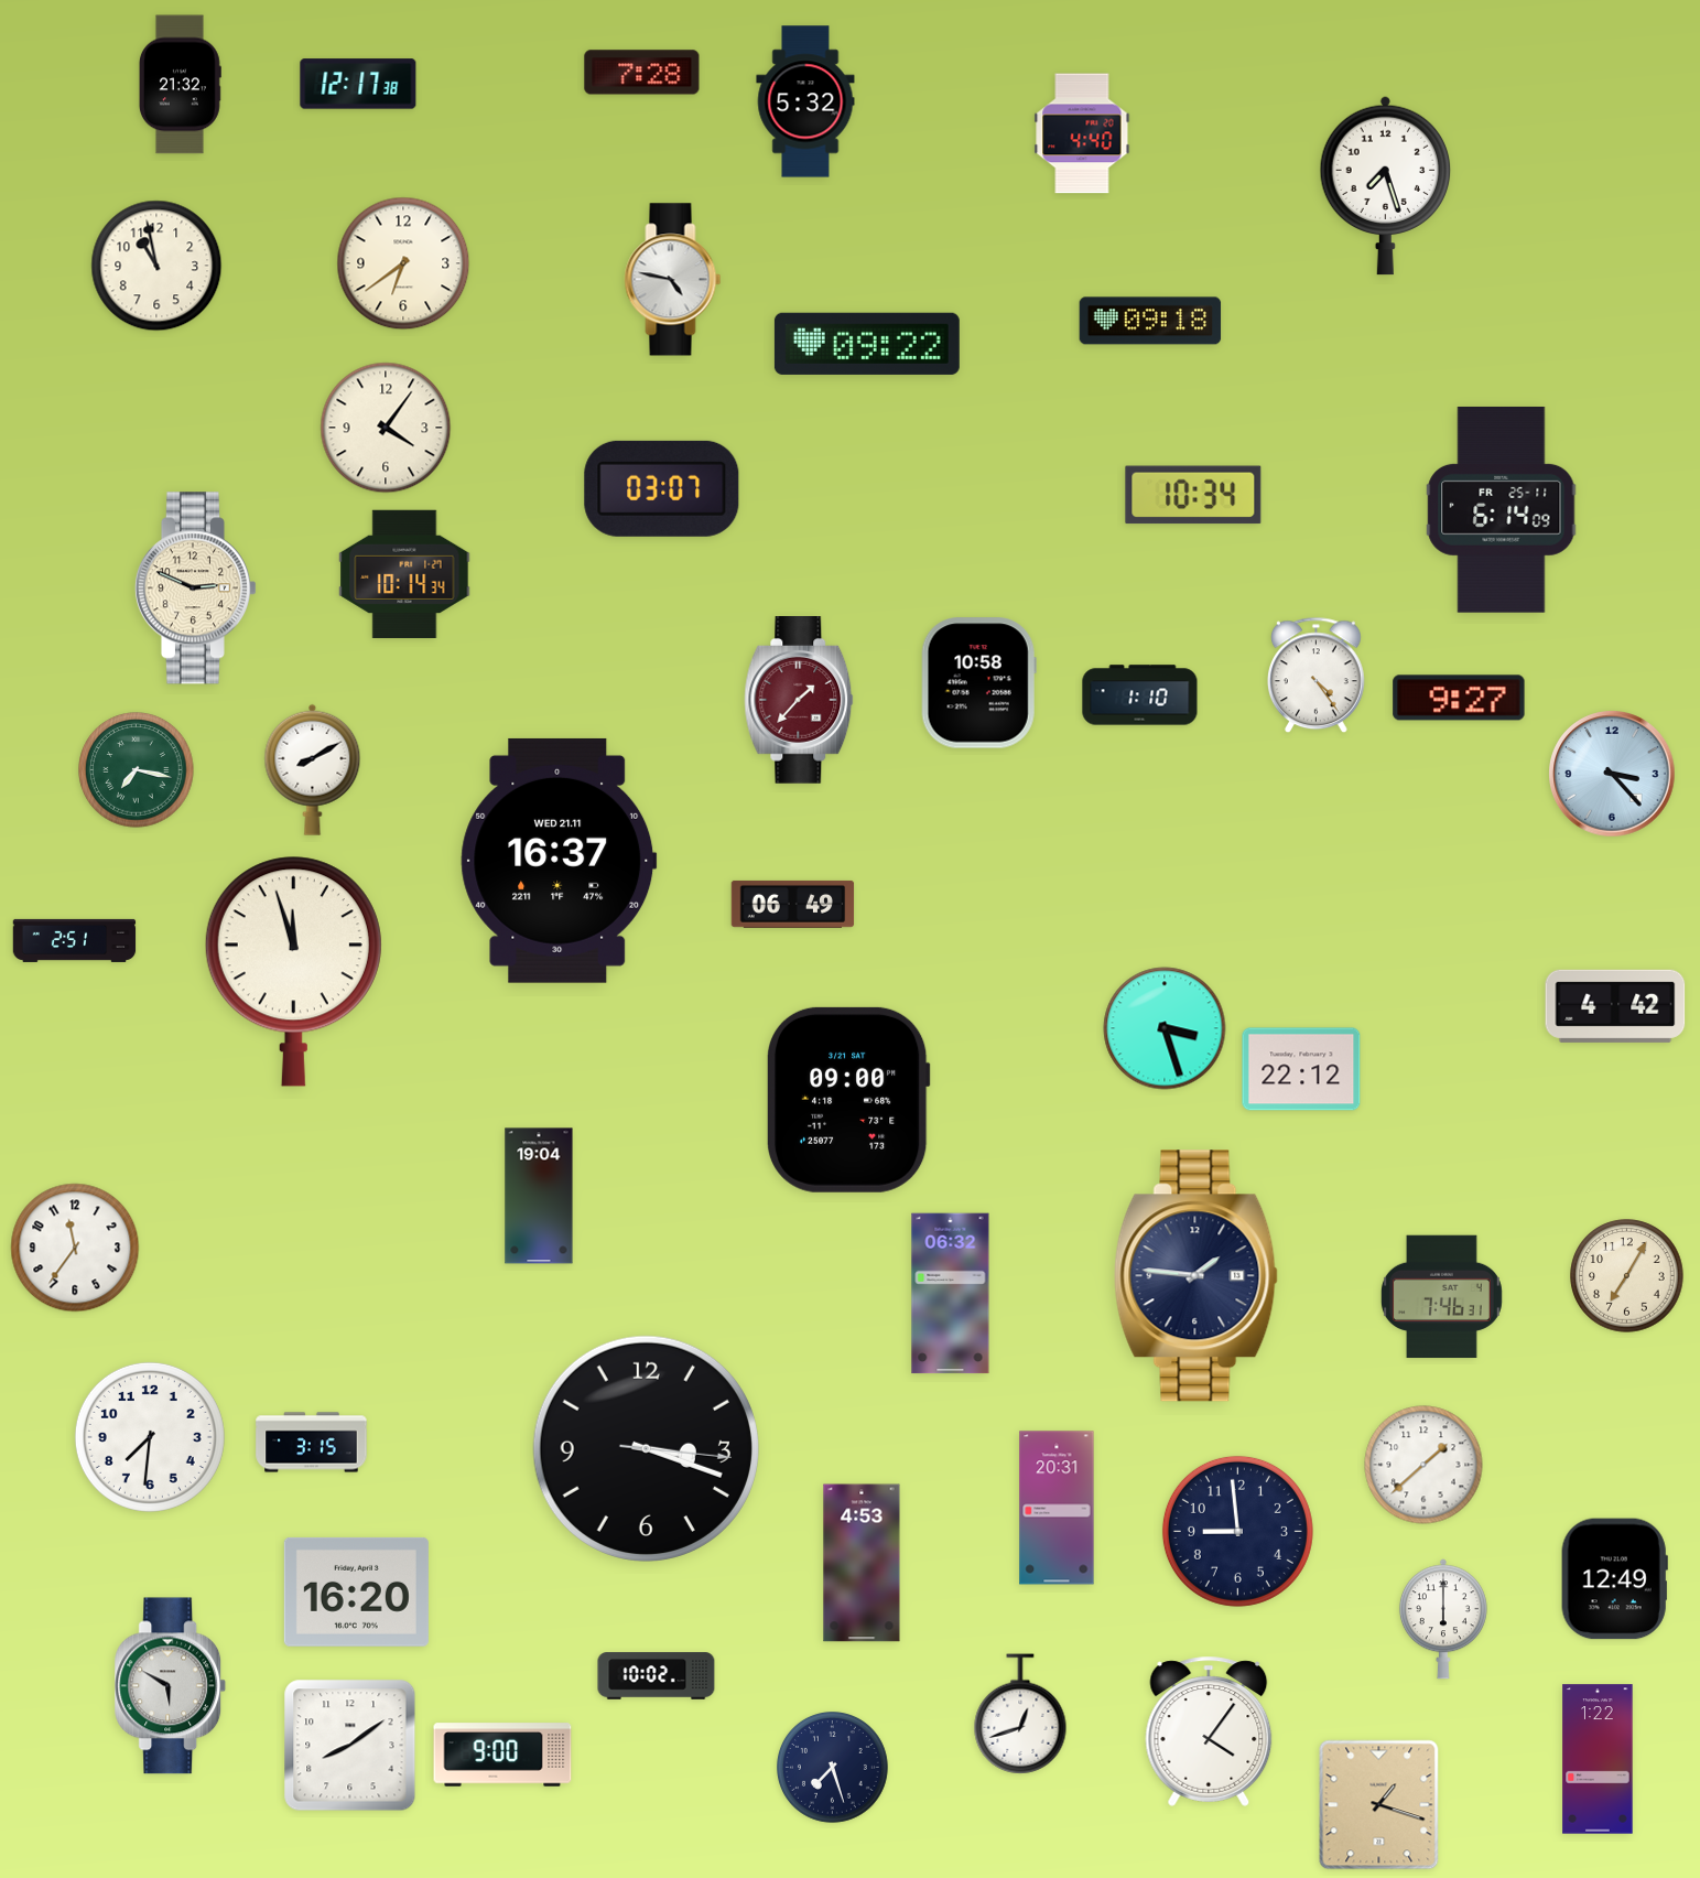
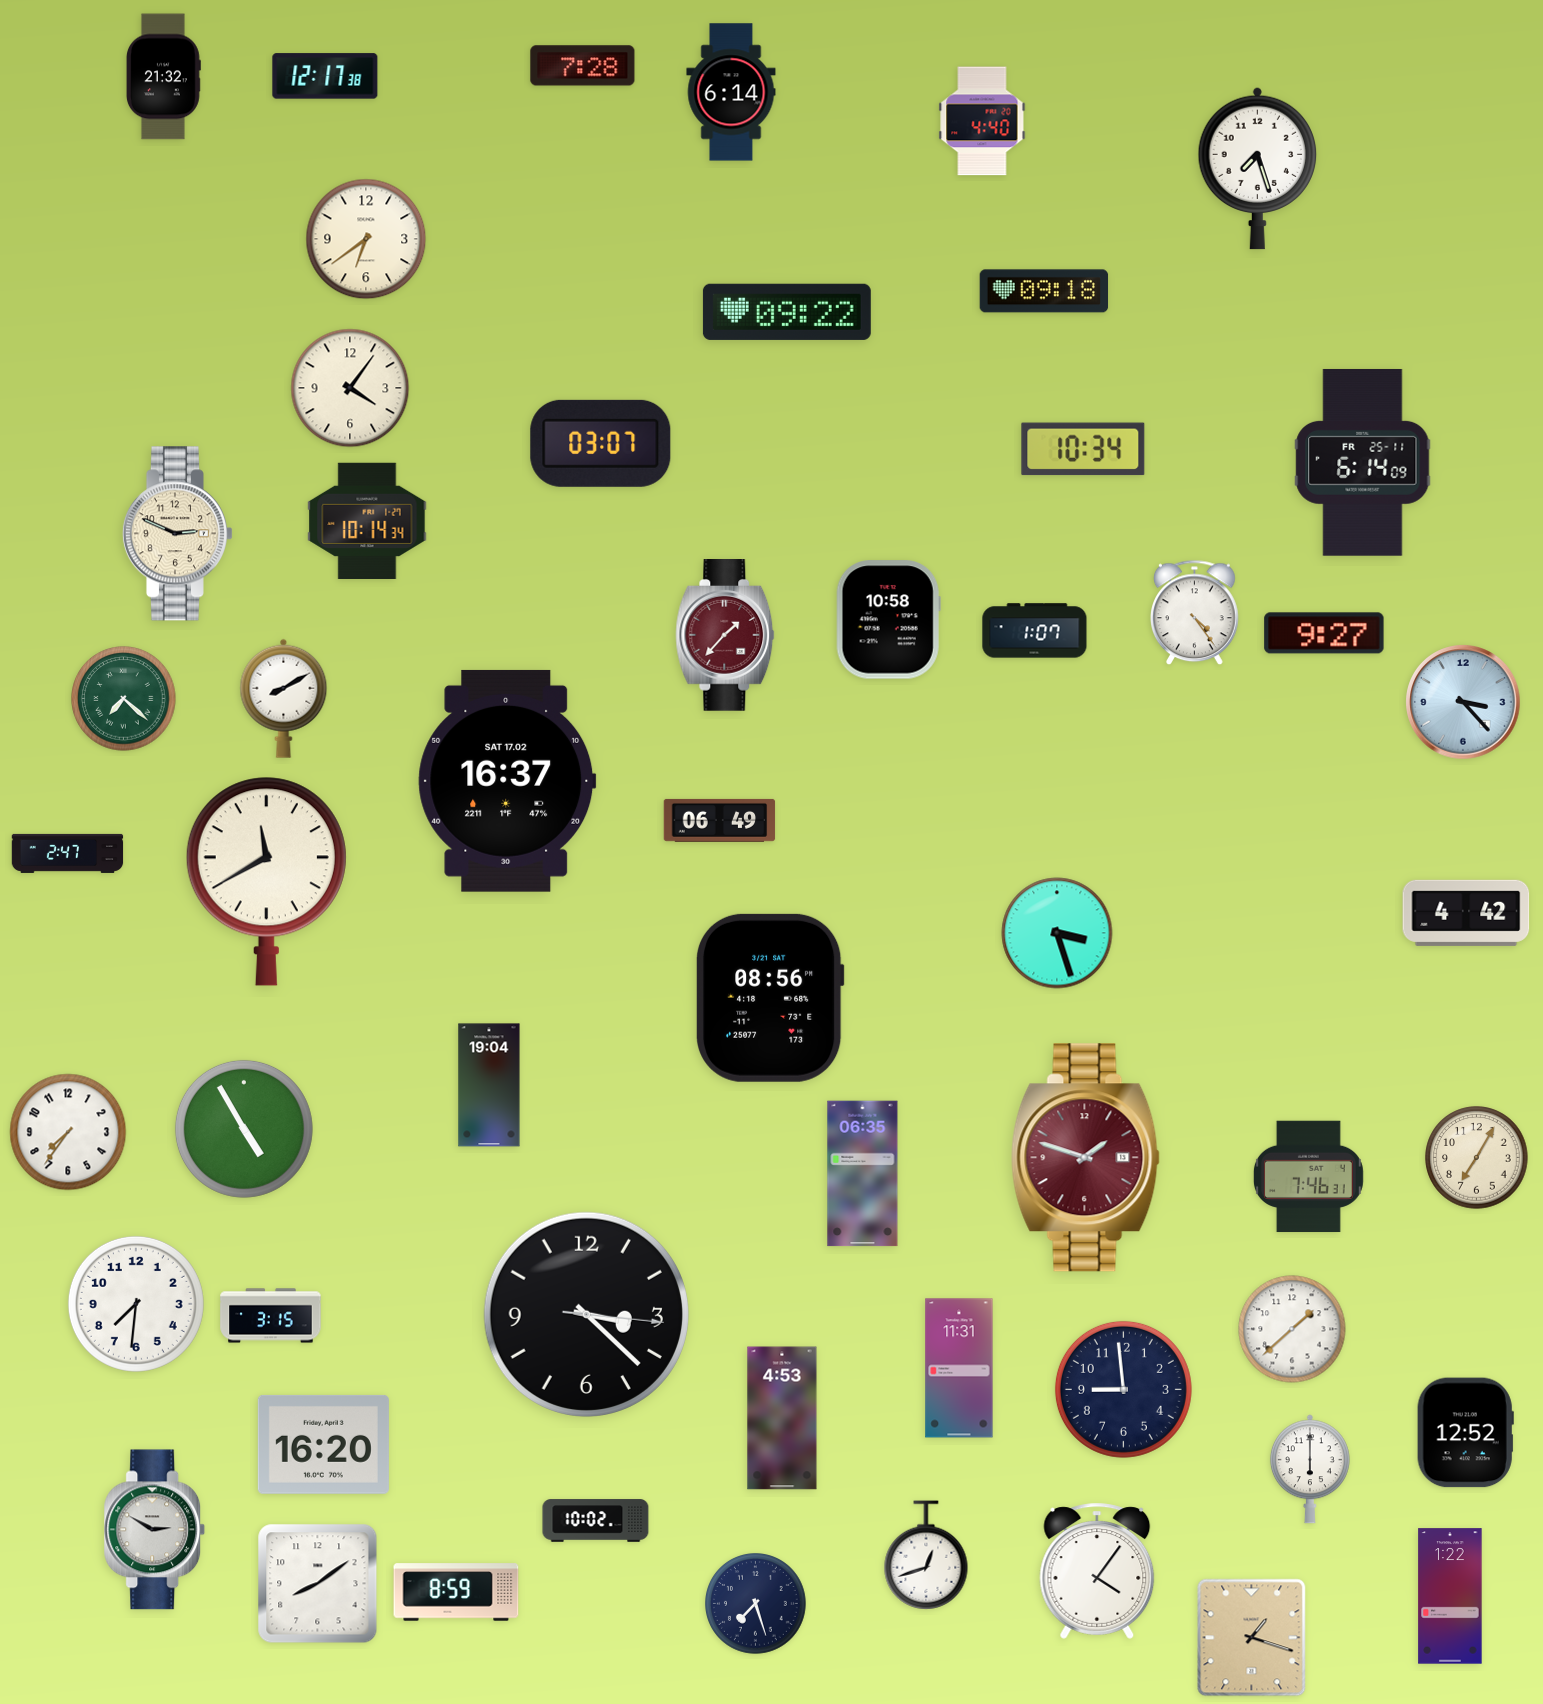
clock at (805, 101): 5:32 -> 6:14
clock at (156, 266): 10:58 -> none
clock at (673, 280): 4:47 -> none
clock at (1140, 695): 1:10 -> 1:07
clock at (137, 770): 7:17 -> 7:22
clock at (559, 861) date: WED 21.11 -> SAT 17.02
clock at (75, 940): 2:51 -> 2:47
clock at (293, 971): 11:57 -> 11:40
clock at (1301, 1069): 22:12 -> none
clock at (848, 1100): 09:00 -> 08:56
clock at (244, 1129): none -> 4:55
clock at (75, 1248): 11:36 -> 7:36
clock at (1195, 1276): 1:46 -> 1:48
clock at (1195, 1276) dial: navy -> burgundy
clock at (951, 1294): 06:32 -> 06:35
clock at (312, 1443) position: (312, 1443) -> (271, 1316)
clock at (646, 1448): 3:18 -> 3:22
clock at (1057, 1508): 20:31 -> 11:31
clock at (1614, 1579): 12:49 -> 12:52
clock at (171, 1686): 5:50 -> 2:50
clock at (502, 1755): 9:00 -> 8:59
